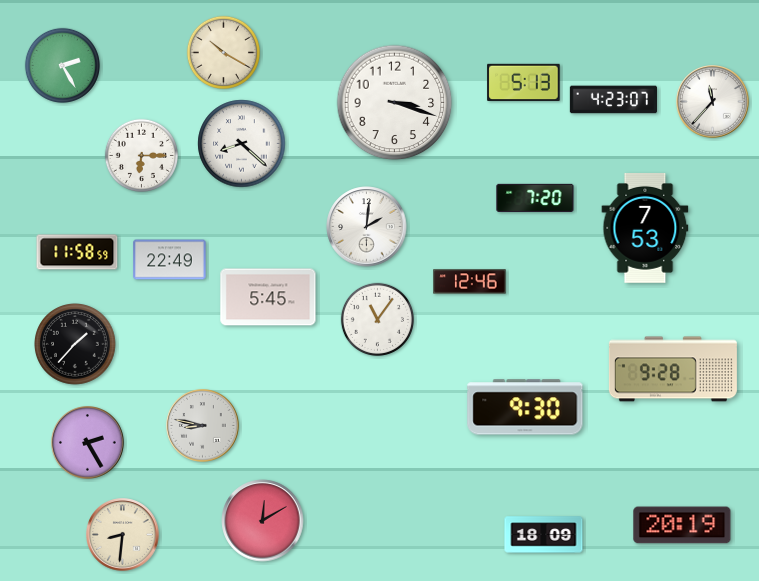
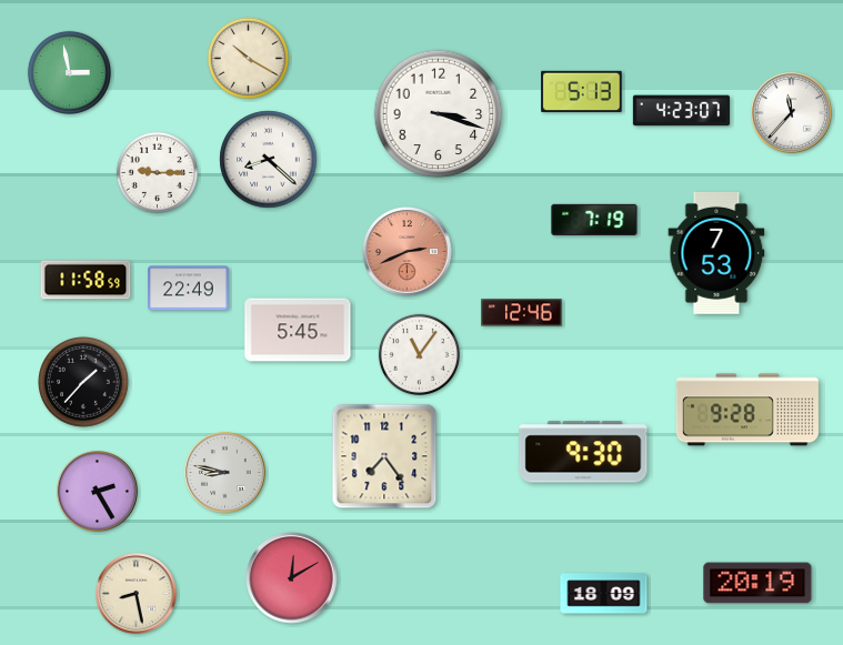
clock at (62, 65): 2:25 -> 2:58
clock at (141, 155): 6:15 -> 9:15
clock at (535, 198): 7:20 -> 7:19
clock at (367, 227): 2:01 -> 2:41
clock at (367, 227) dial: white -> salmon
clock at (384, 456): none -> 7:24
clock at (123, 535): 8:31 -> 8:28
